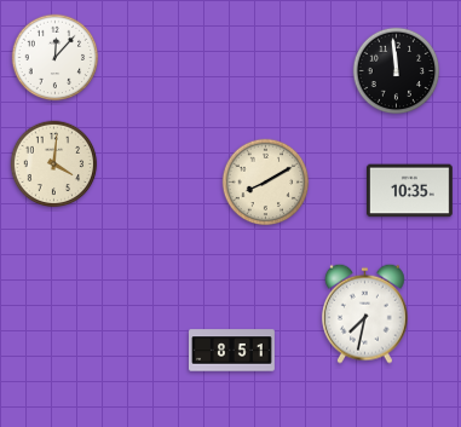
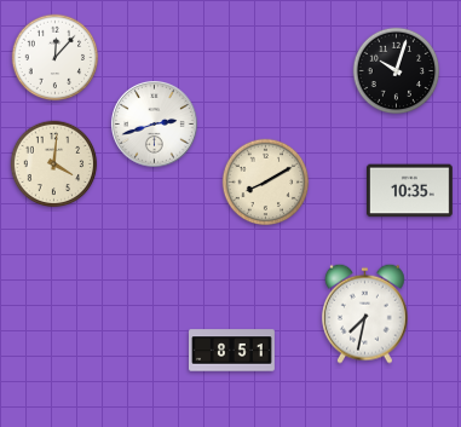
clock at (397, 71): 11:59 -> 10:03
clock at (155, 125): none -> 2:42
